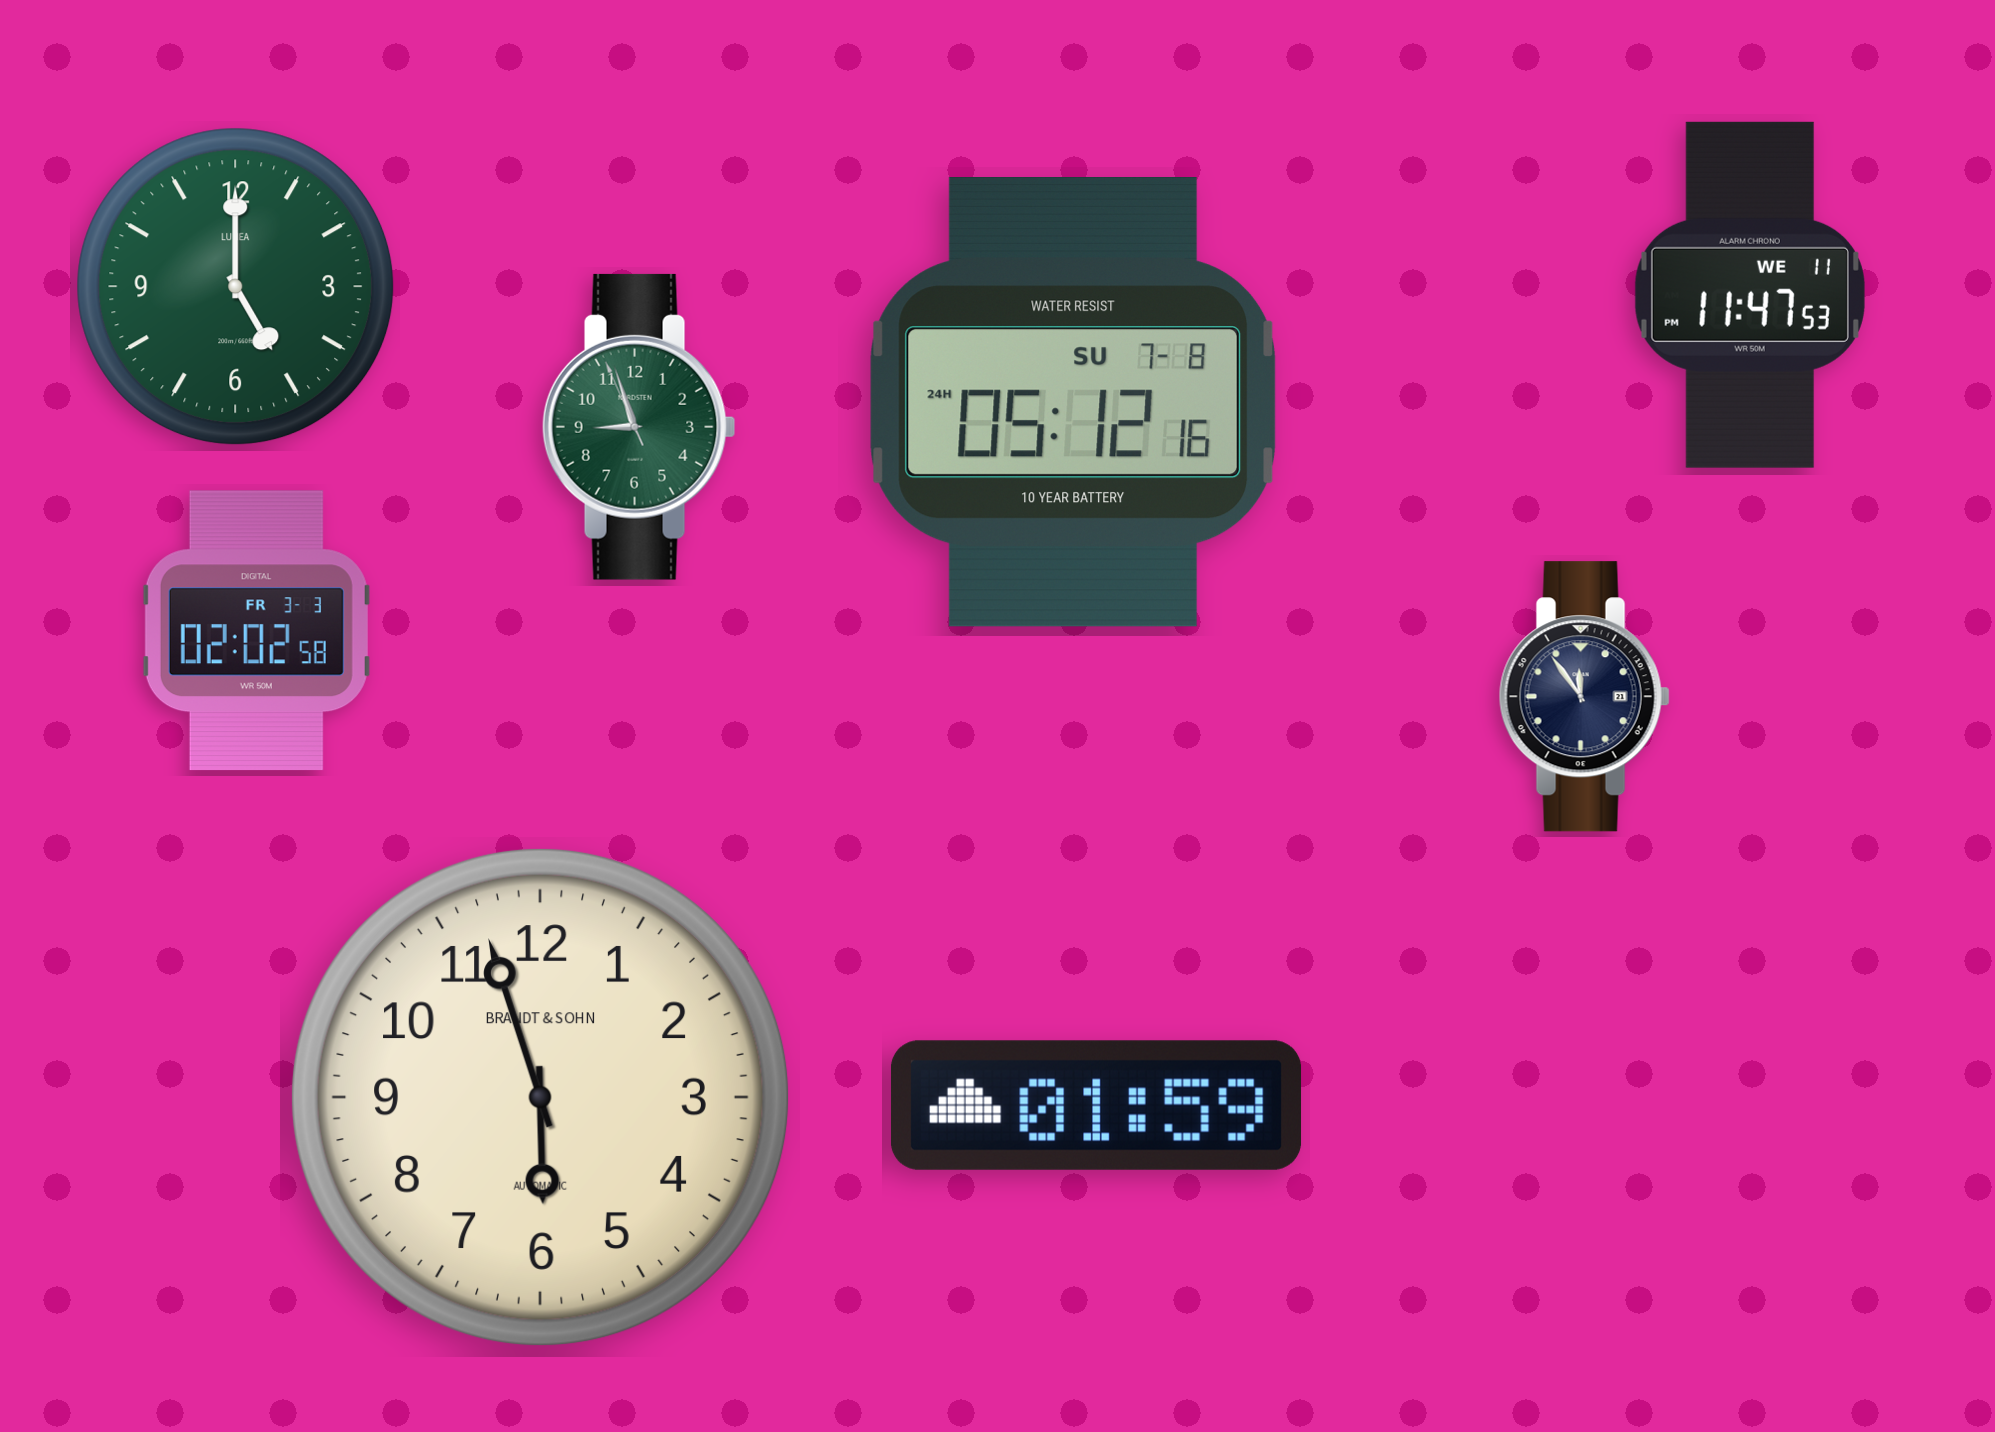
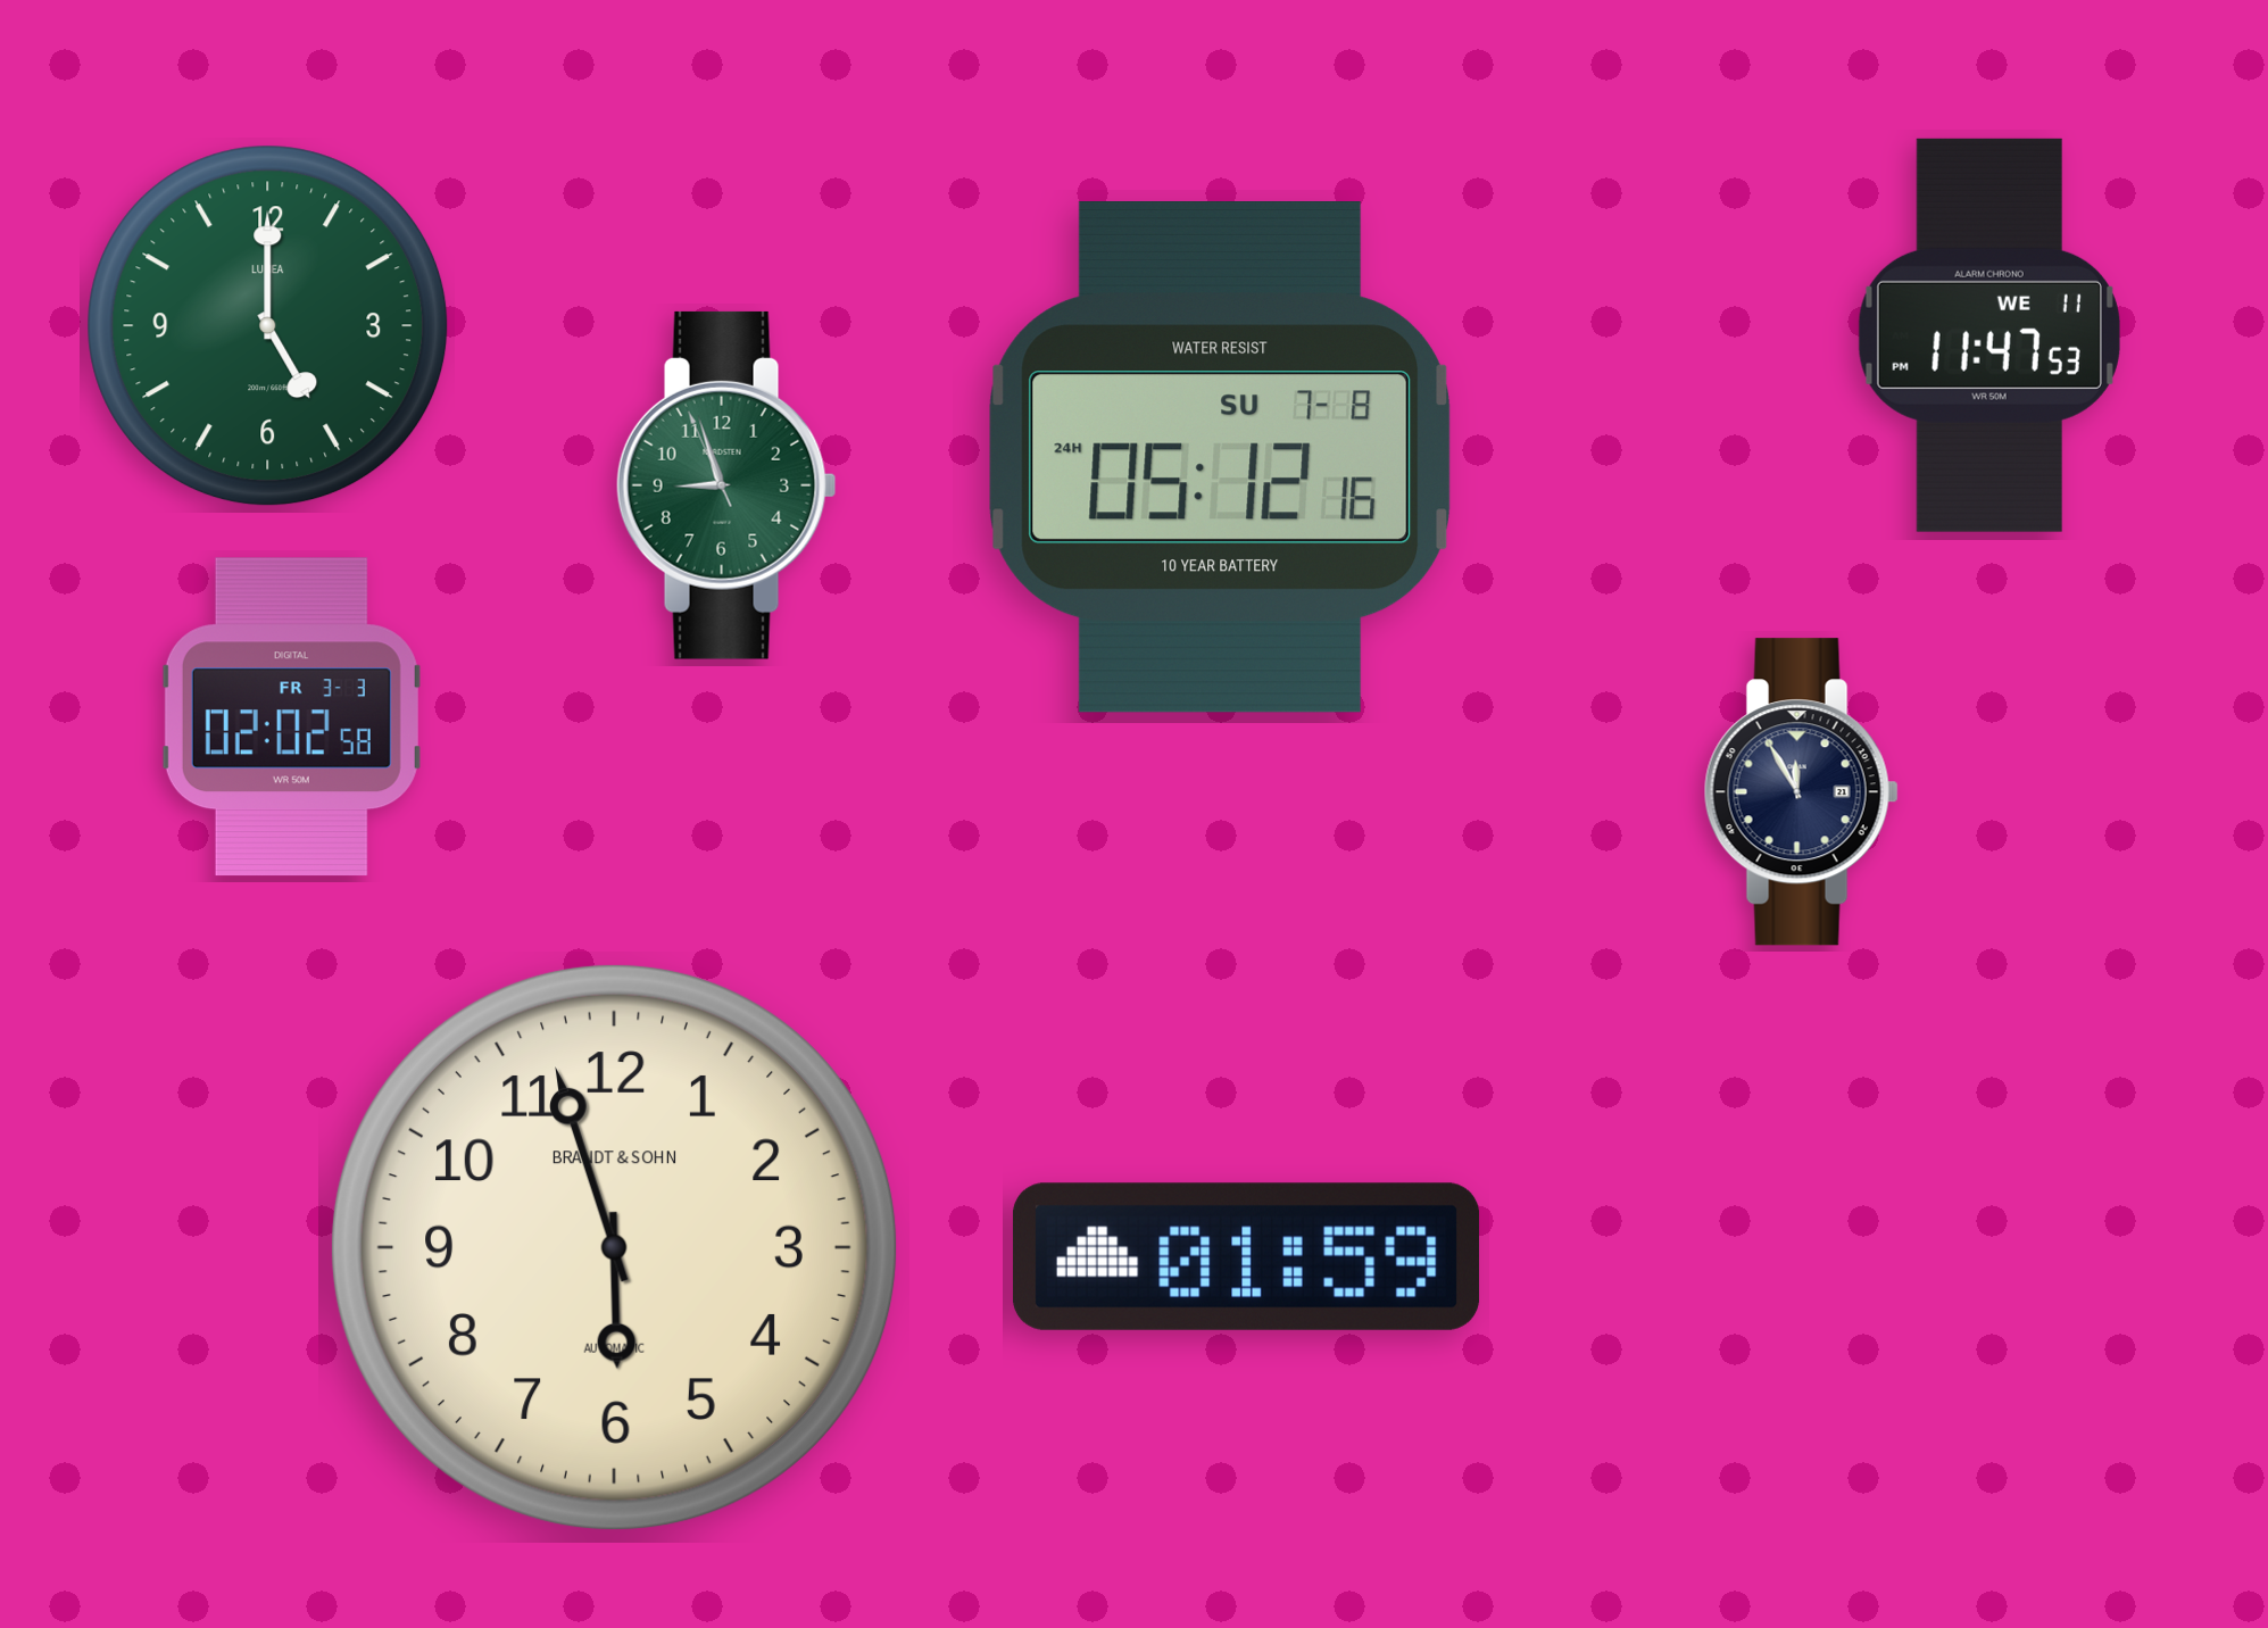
clock at (1584, 697): 11:54 -> 11:55
